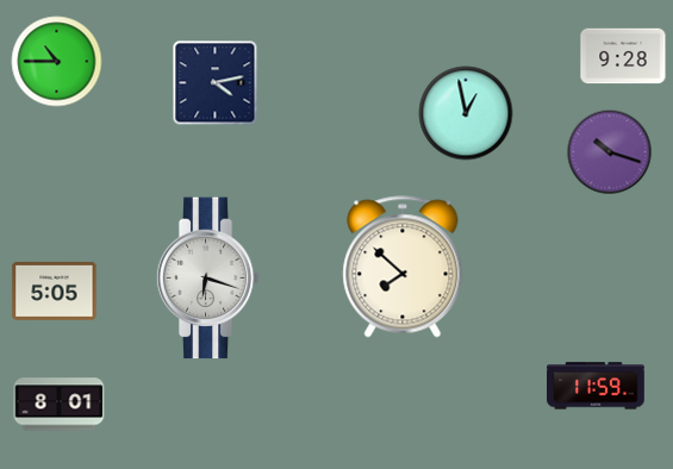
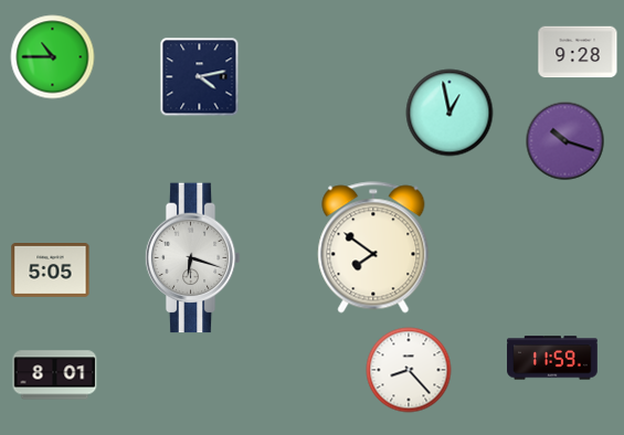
clock at (466, 113) position: (466, 113) -> (450, 113)
clock at (403, 267): 7:52 -> 7:51
clock at (409, 370): none -> 8:23
